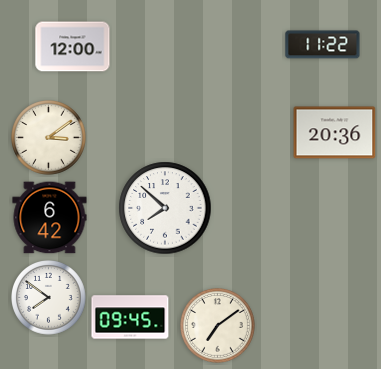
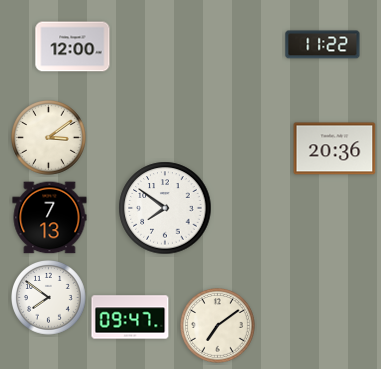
clock at (335, 133) position: (335, 133) -> (335, 149)
clock at (165, 208): 7:52 -> 7:51
clock at (50, 218): 6:42 -> 7:13
clock at (130, 317): 09:45 -> 09:47
